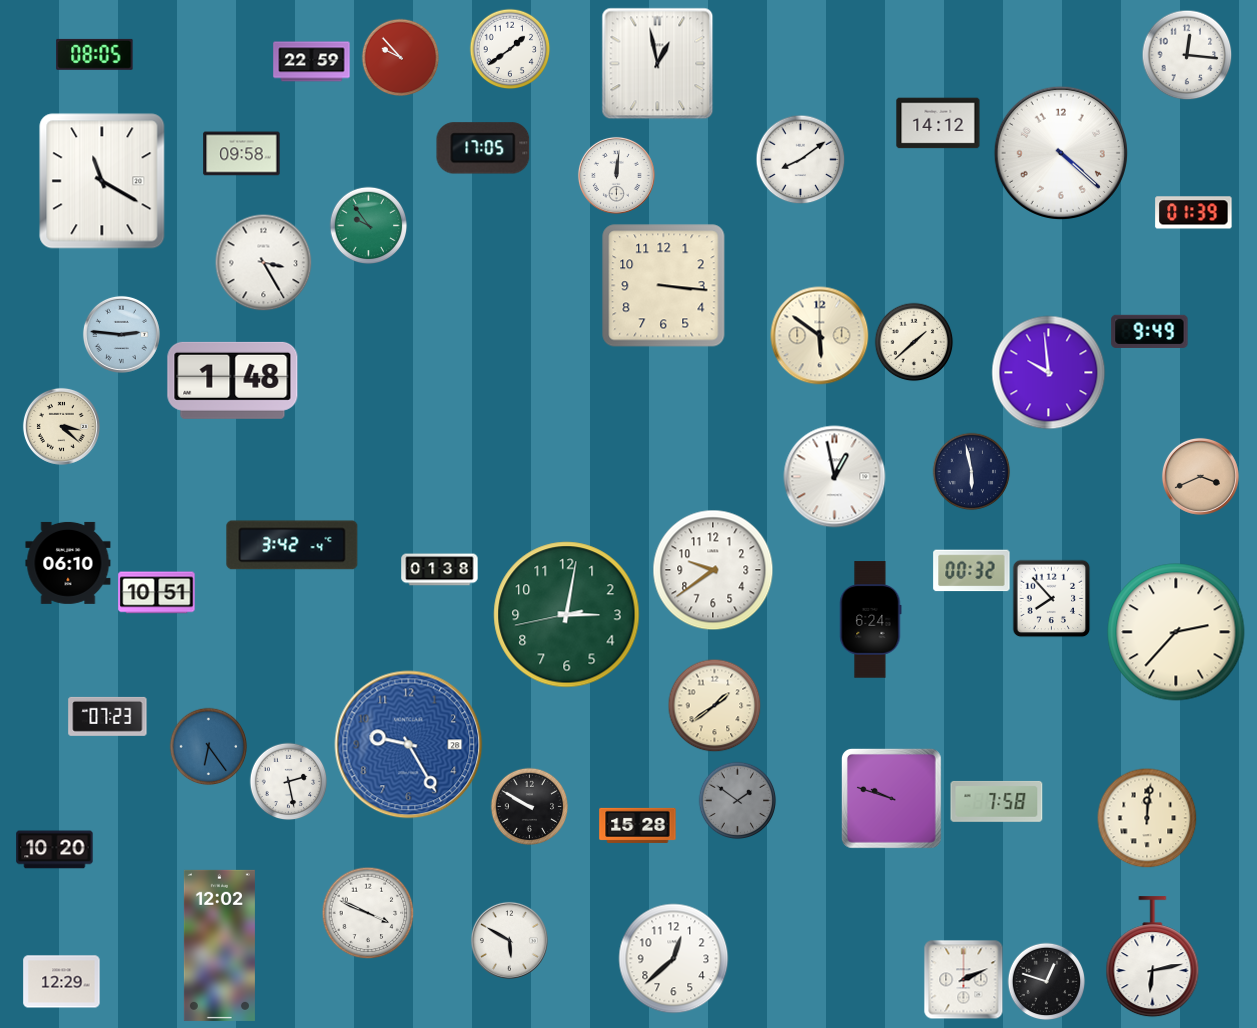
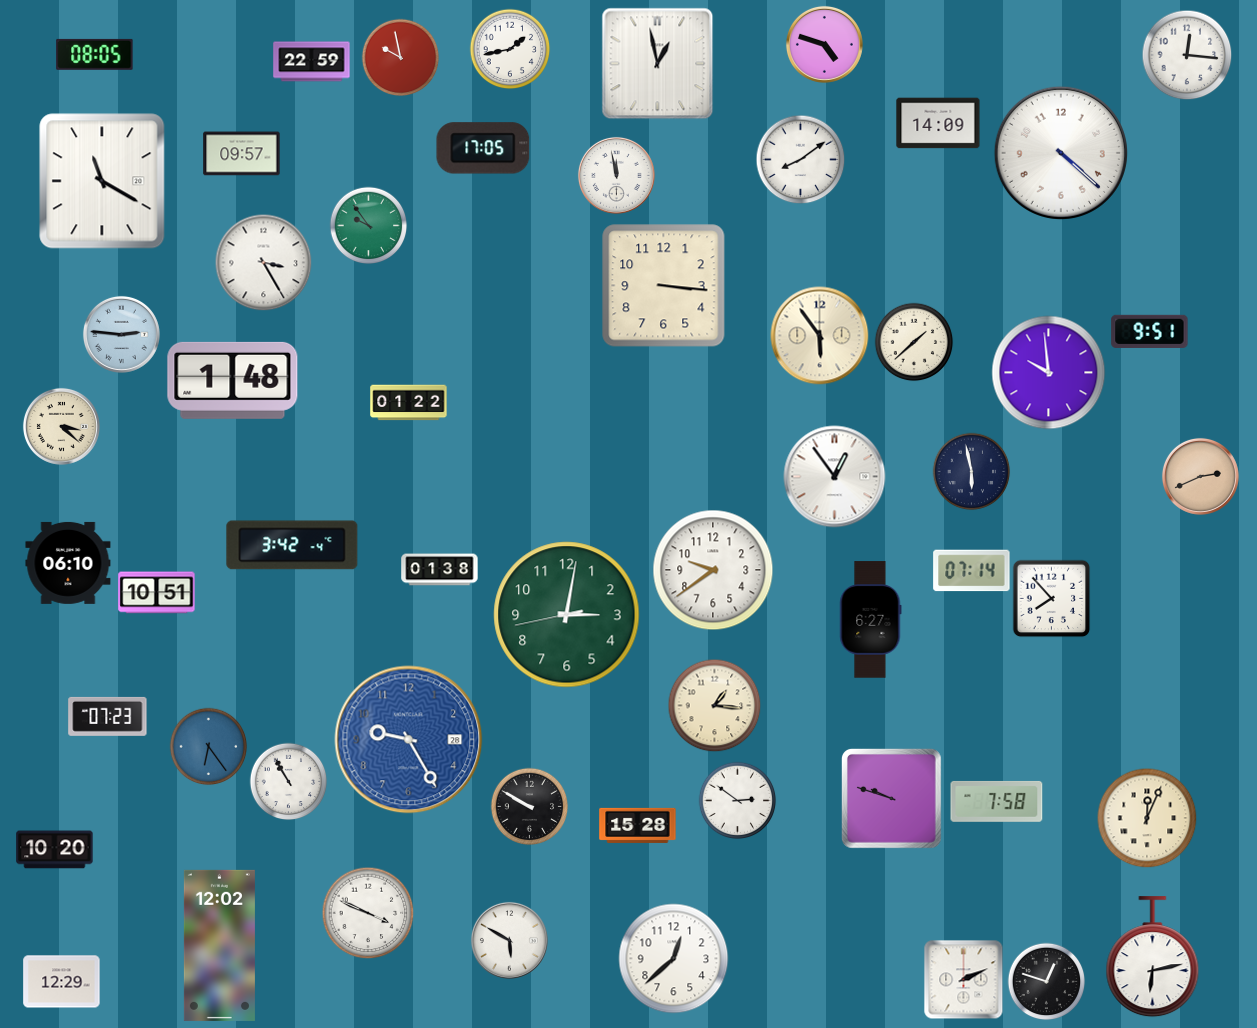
clock at (824, 44): none -> 4:48
clock at (510, 49): 1:39 -> 1:43
clock at (400, 57): 9:53 -> 9:58
clock at (938, 123): 14:12 -> 14:09
clock at (242, 154): 09:58 -> 09:57
clock at (616, 175): 12:01 -> 11:58
clock at (1194, 213): 01:39 -> none
clock at (1150, 331): 9:49 -> 9:51
clock at (820, 336): 5:51 -> 5:54
clock at (409, 403): none -> 01:22
clock at (1200, 476): 3:41 -> 2:41
clock at (835, 477): 12:58 -> 12:54
clock at (972, 571): 00:32 -> 07:14
clock at (871, 620): 6:24 -> 6:27
clock at (1176, 632): 2:37 -> none
clock at (714, 705): 1:39 -> 1:16
clock at (409, 745) position: (409, 745) -> (409, 740)
clock at (288, 781): 2:28 -> 10:55
clock at (737, 800): 1:51 -> 2:51
clock at (737, 800) dial: grey -> white
clock at (1147, 818): 12:01 -> 12:04
